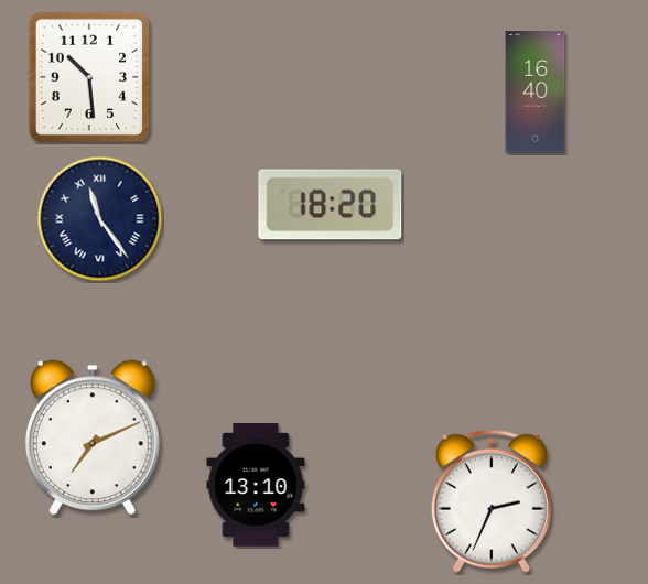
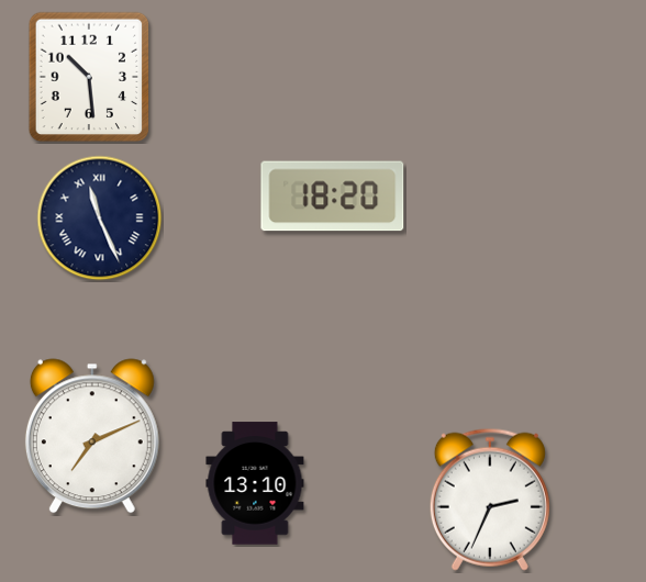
clock at (536, 93): 16:40 -> none
clock at (331, 205) position: (331, 205) -> (333, 197)
clock at (100, 219): 11:24 -> 11:26
